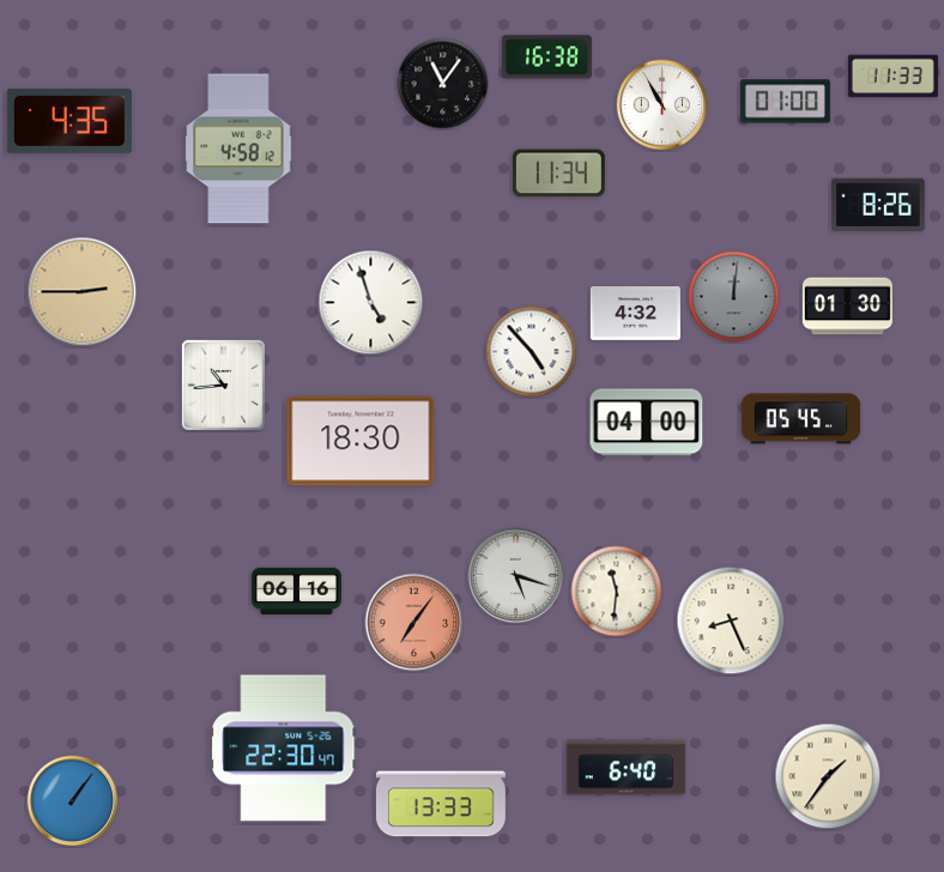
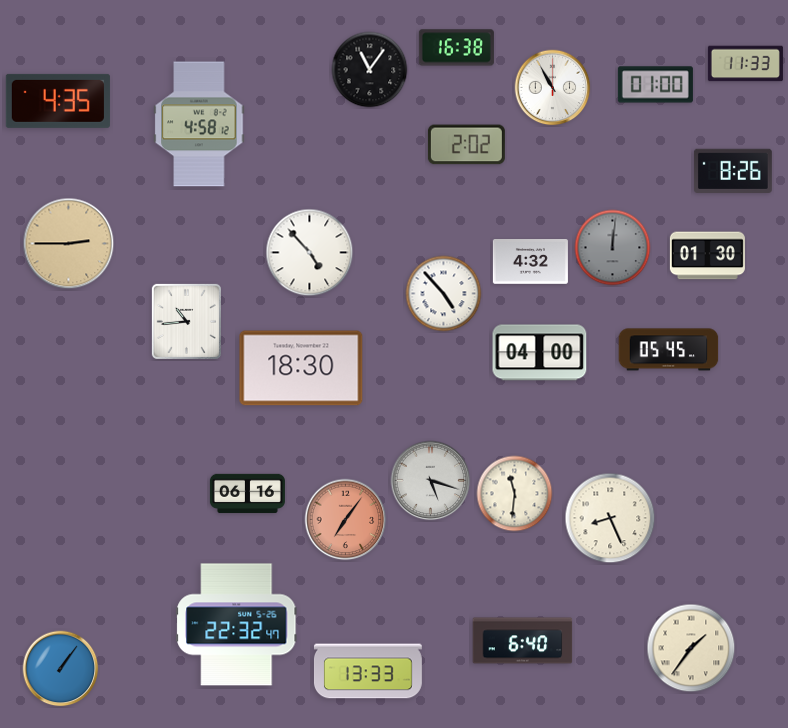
clock at (558, 174): 11:34 -> 2:02
clock at (371, 303): 4:57 -> 4:53
clock at (284, 749): 22:30 -> 22:32
